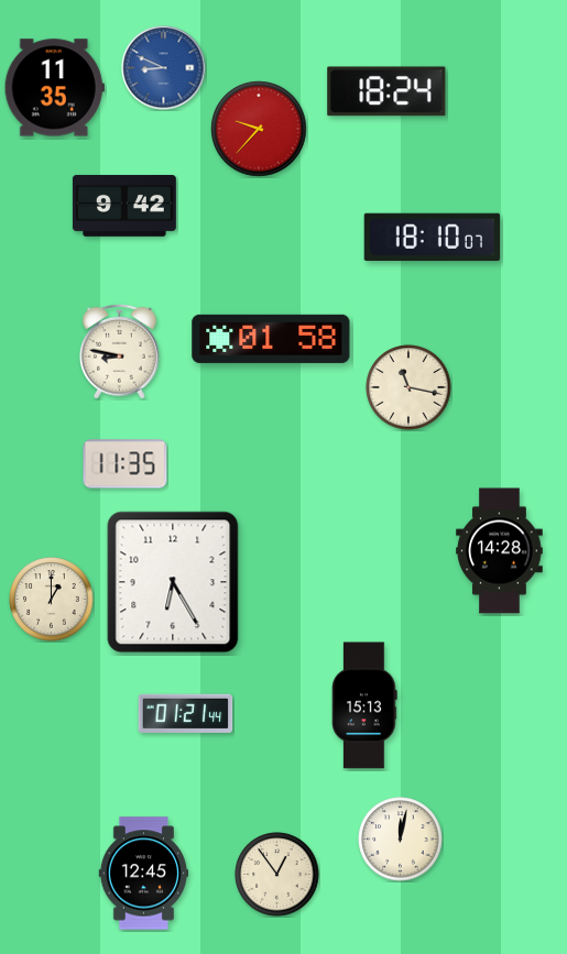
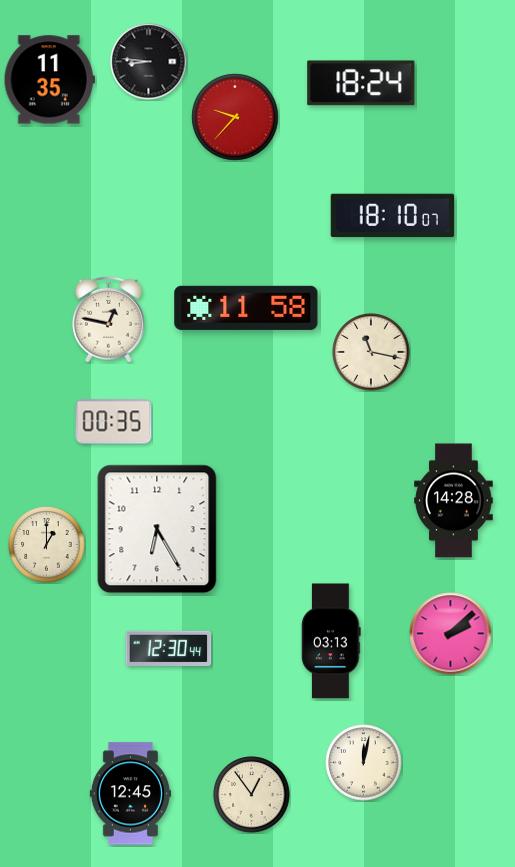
clock at (164, 68): 8:49 -> 8:46
clock at (164, 68) dial: blue -> black
clock at (386, 91) position: (386, 91) -> (361, 83)
clock at (124, 206): 9:42 -> none
clock at (271, 339): 01:58 -> 11:58
clock at (120, 351): 8:47 -> 12:47
clock at (126, 464): 11:35 -> 00:35
clock at (451, 634): none -> 2:08
clock at (364, 705): 15:13 -> 03:13
clock at (186, 713): 01:21 -> 12:30
